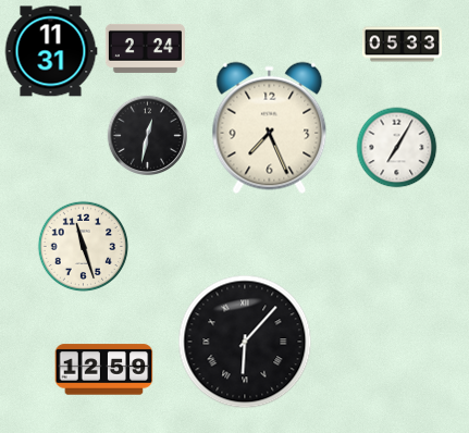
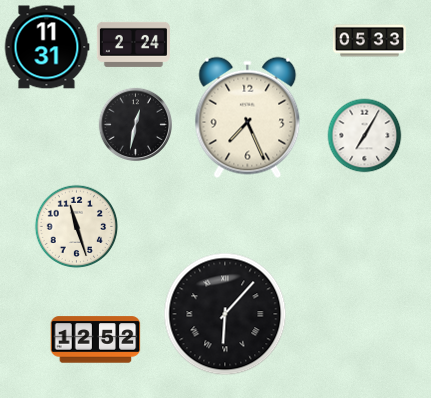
clock at (104, 370): 12:59 -> 12:52
